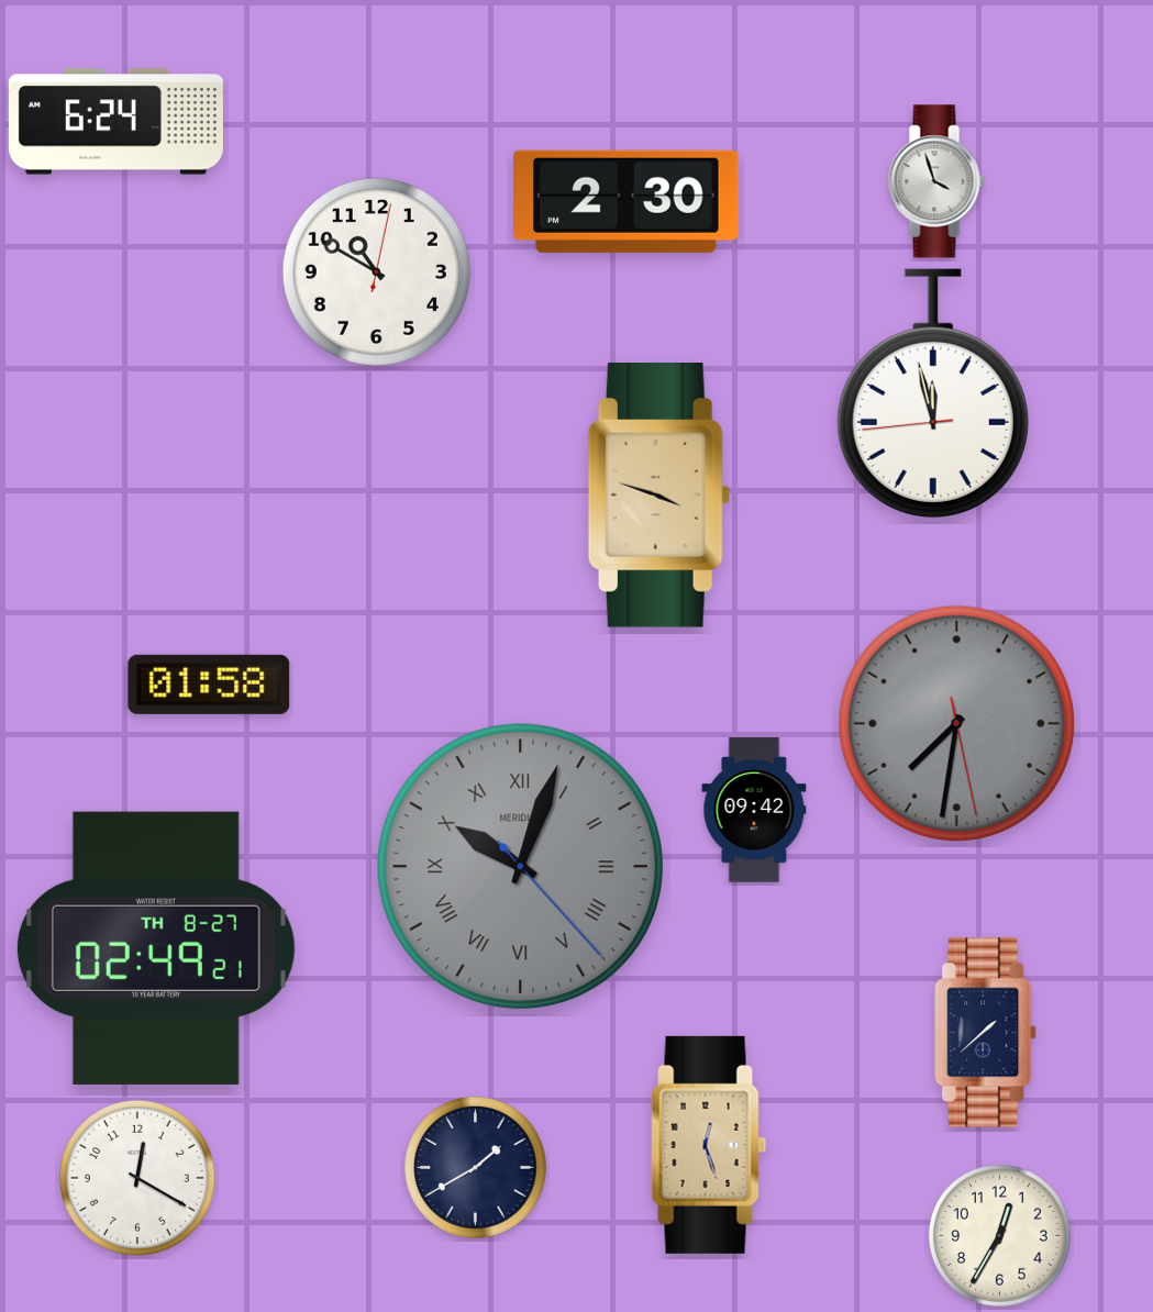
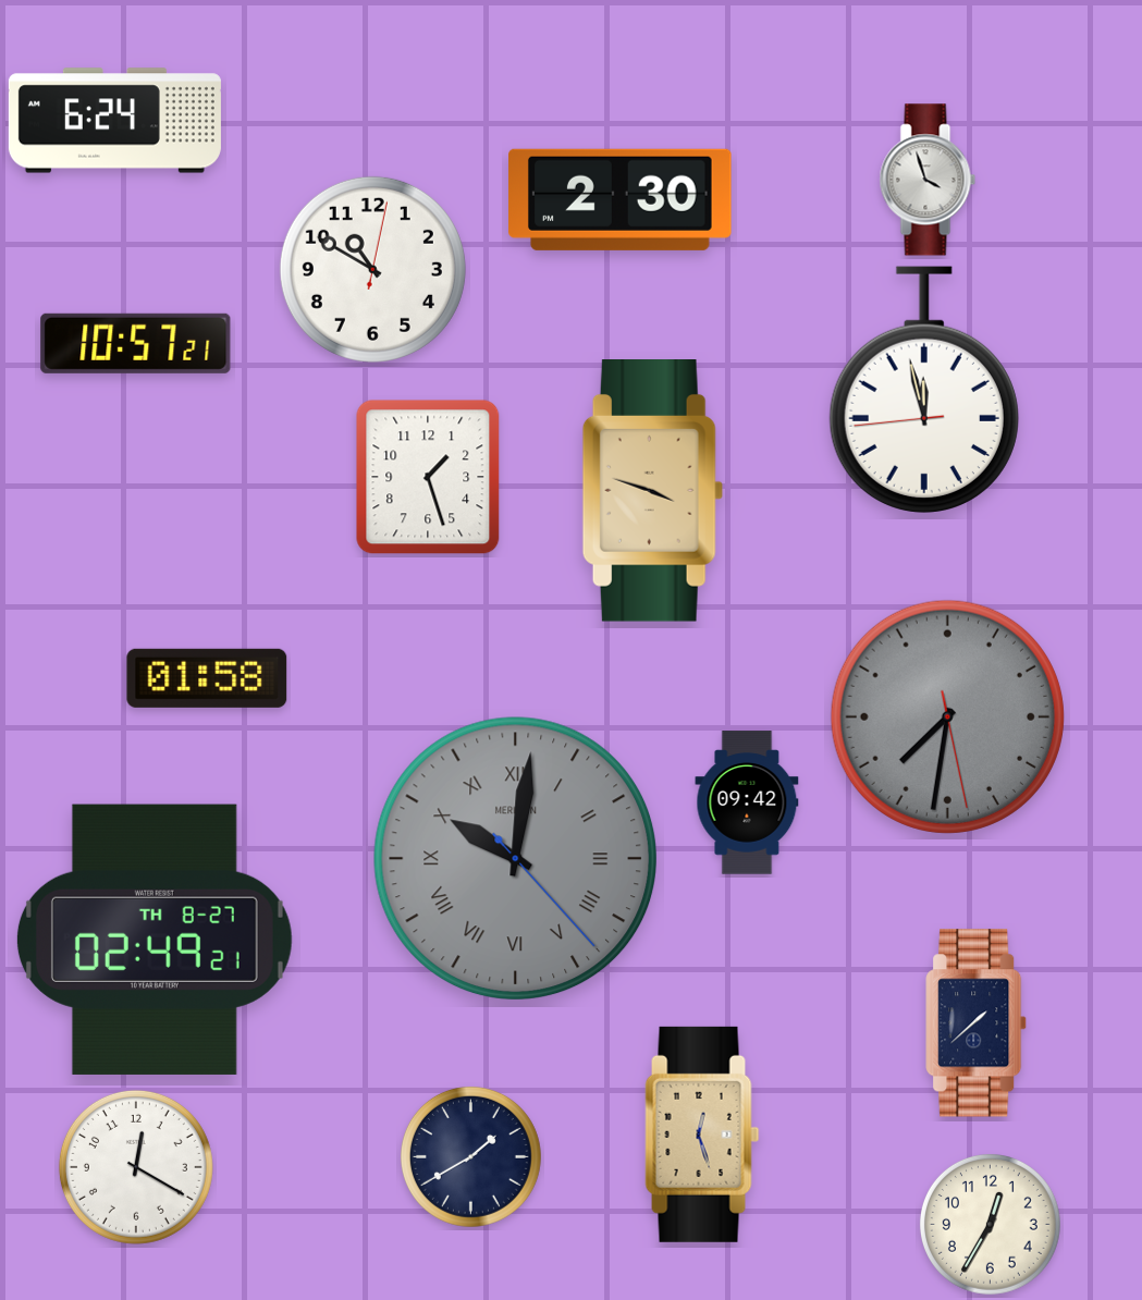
clock at (136, 343): none -> 10:57
clock at (428, 477): none -> 1:27
clock at (521, 867): 10:03 -> 10:01
